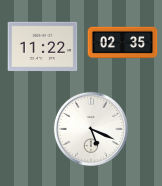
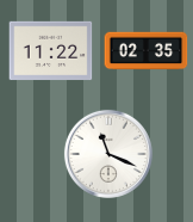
clock at (43, 47) position: (43, 47) -> (51, 51)
clock at (91, 129): 5:19 -> 11:19
